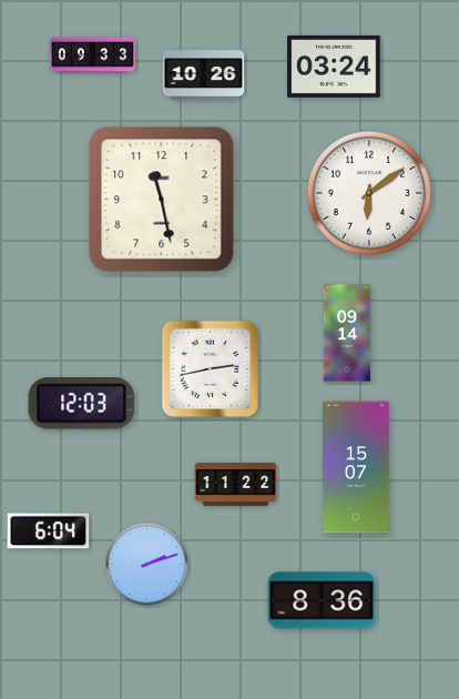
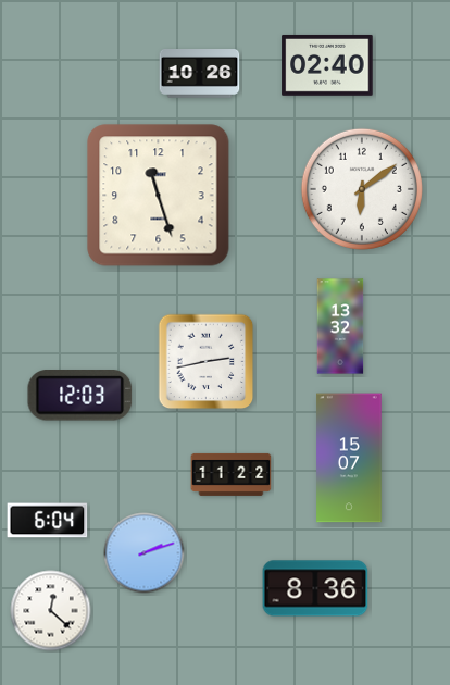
clock at (93, 55): 09:33 -> none
clock at (334, 67): 03:24 -> 02:40
clock at (162, 200): 11:28 -> 11:27
clock at (347, 333): 09:14 -> 13:32
clock at (51, 611): none -> 12:22
